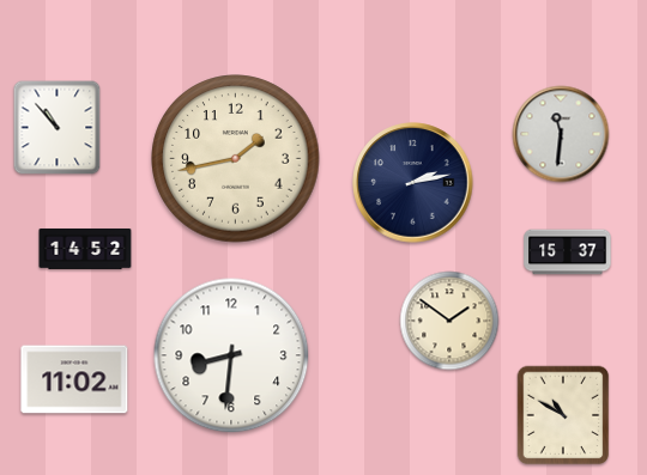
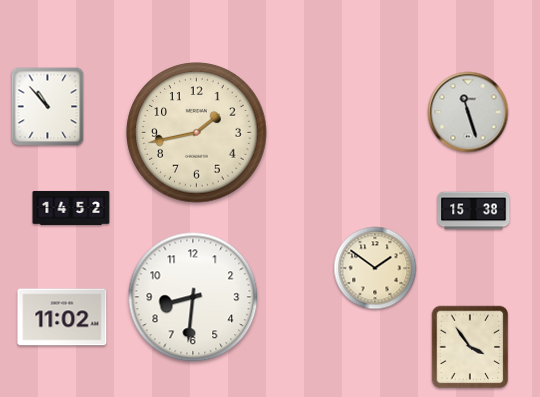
clock at (561, 134): 11:31 -> 11:27
clock at (413, 183): 2:13 -> none
clock at (568, 252): 15:37 -> 15:38
clock at (563, 415): 10:50 -> 3:54
